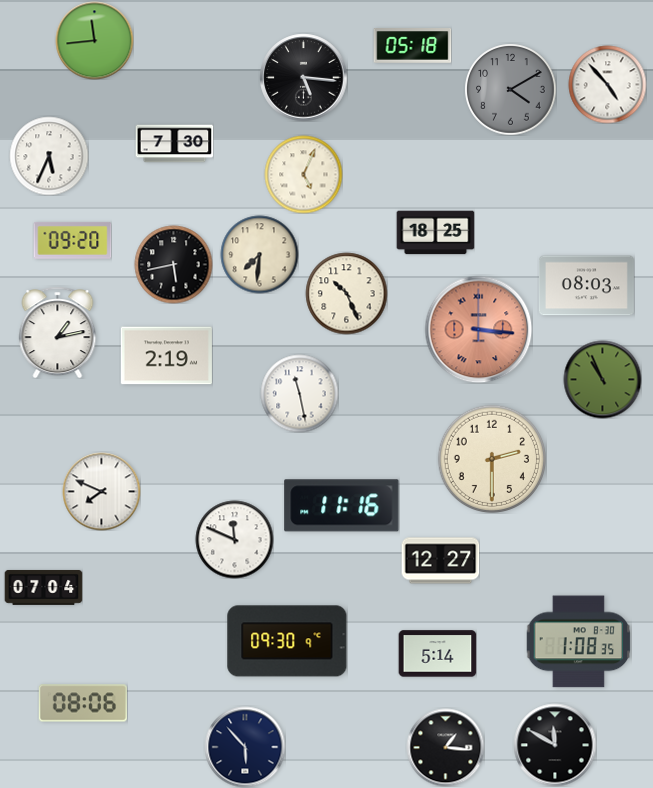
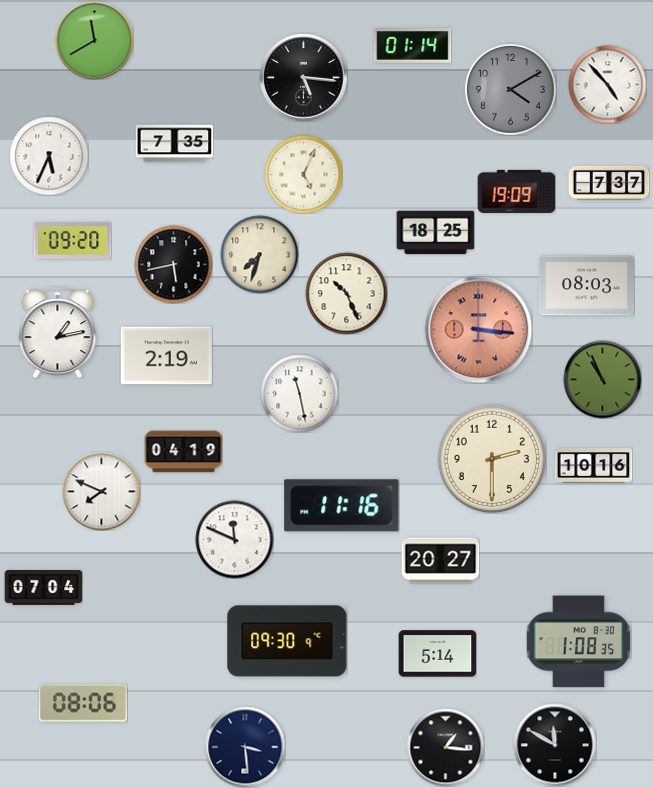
clock at (94, 40): 11:44 -> 11:40
clock at (412, 46): 05:18 -> 01:14
clock at (174, 144): 7:30 -> 7:35
clock at (609, 183): none -> 7:37
clock at (516, 191): none -> 19:09
clock at (259, 254): 7:31 -> 7:33
clock at (183, 452): none -> 04:19
clock at (593, 466): none -> 10:16
clock at (440, 561): 12:27 -> 20:27
clock at (245, 747): 5:53 -> 3:29
